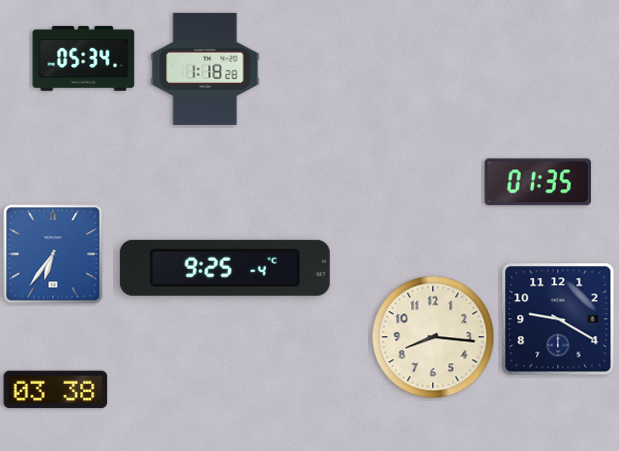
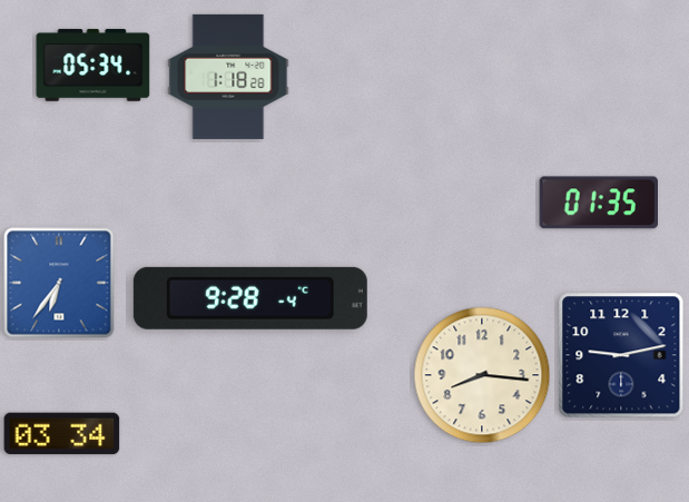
clock at (225, 268): 9:25 -> 9:28
clock at (558, 319): 9:20 -> 9:13
clock at (56, 390): 03:38 -> 03:34
